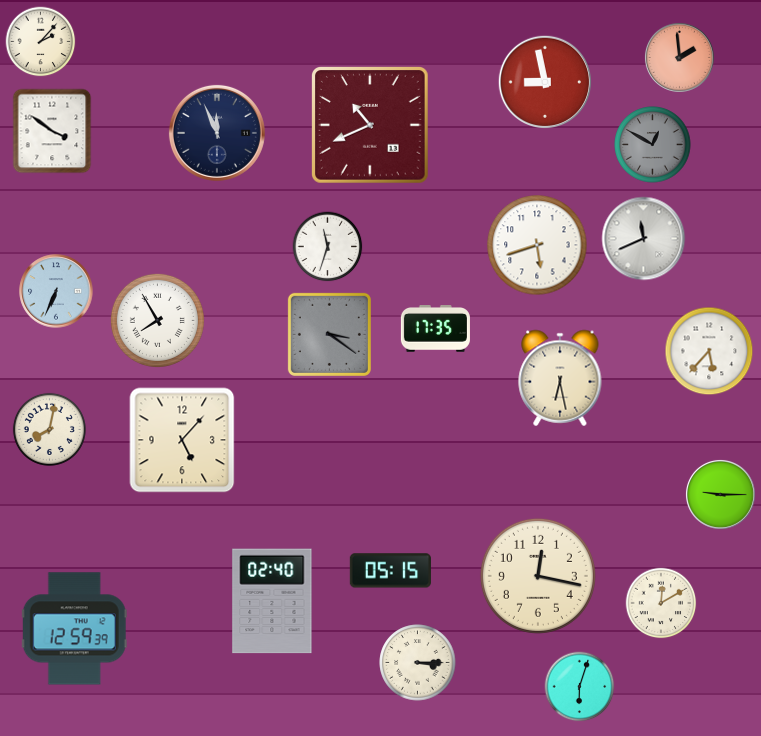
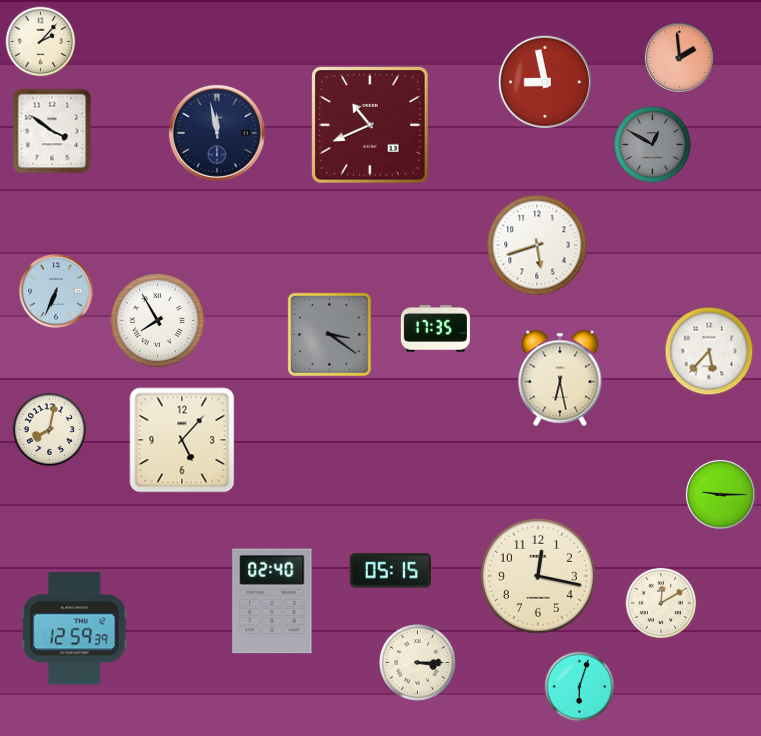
clock at (217, 133): 11:56 -> 11:58
clock at (644, 239): 11:41 -> none
clock at (328, 247): 11:33 -> none
